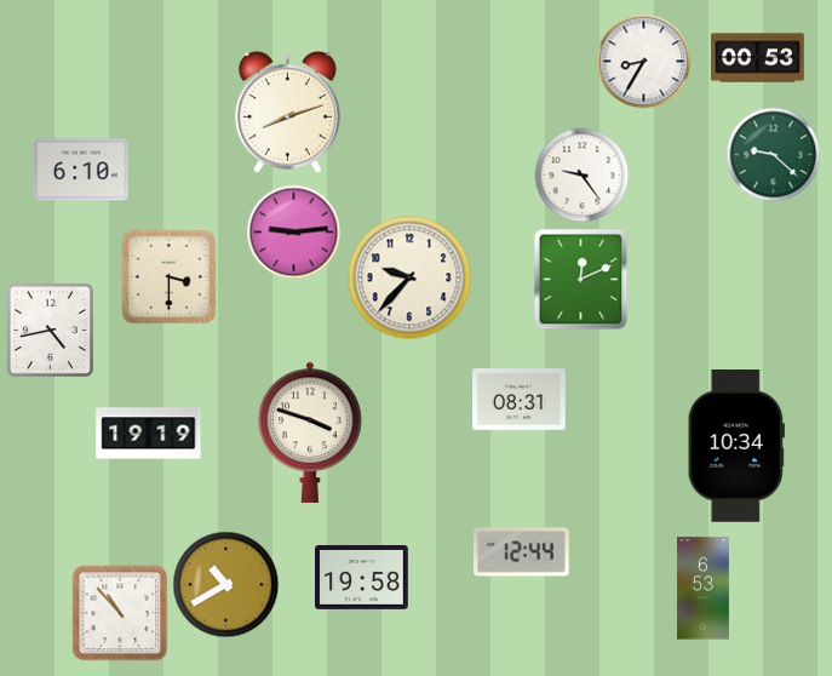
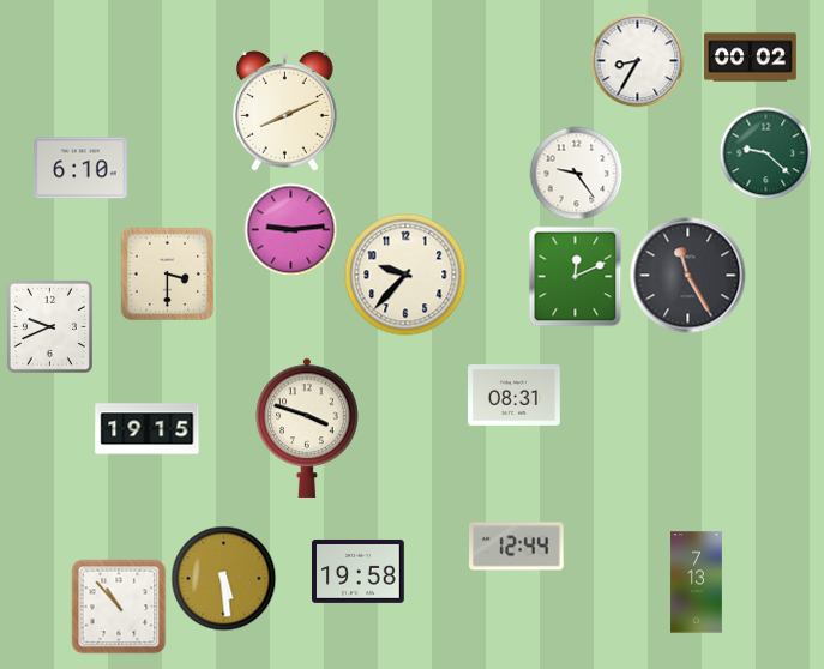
clock at (758, 58): 00:53 -> 00:02
clock at (287, 113): 8:12 -> 8:11
clock at (688, 276): none -> 11:25
clock at (50, 330): 4:43 -> 9:41
clock at (149, 434): 19:19 -> 19:15
clock at (736, 447): 10:34 -> none
clock at (225, 584): 10:40 -> 5:29
clock at (704, 589): 6:53 -> 7:13
